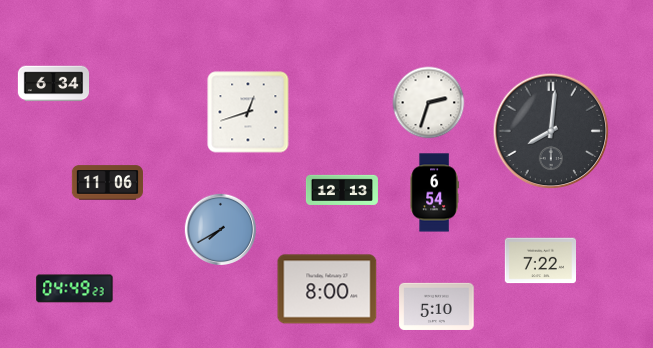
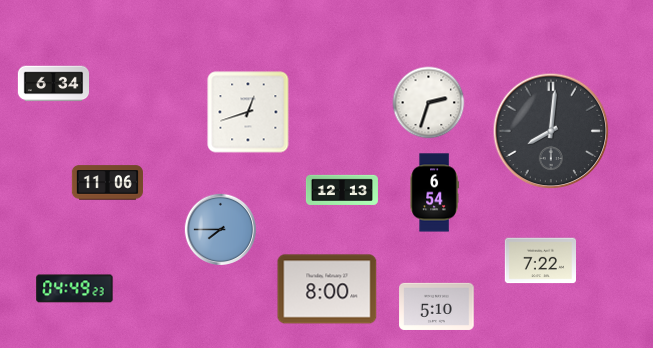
clock at (220, 229): 7:40 -> 7:45
